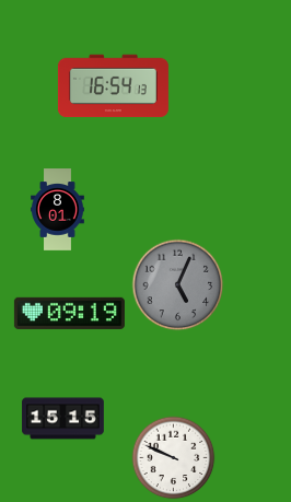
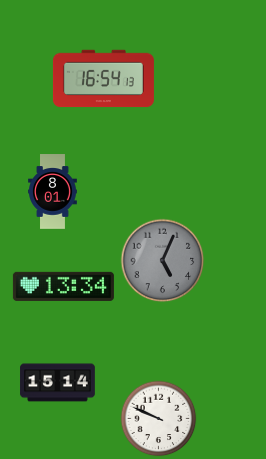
clock at (69, 313): 09:19 -> 13:34
clock at (63, 419): 15:15 -> 15:14
